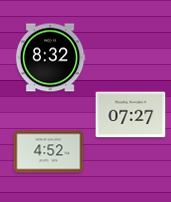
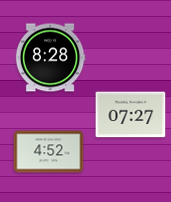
clock at (50, 58): 8:32 -> 8:28
